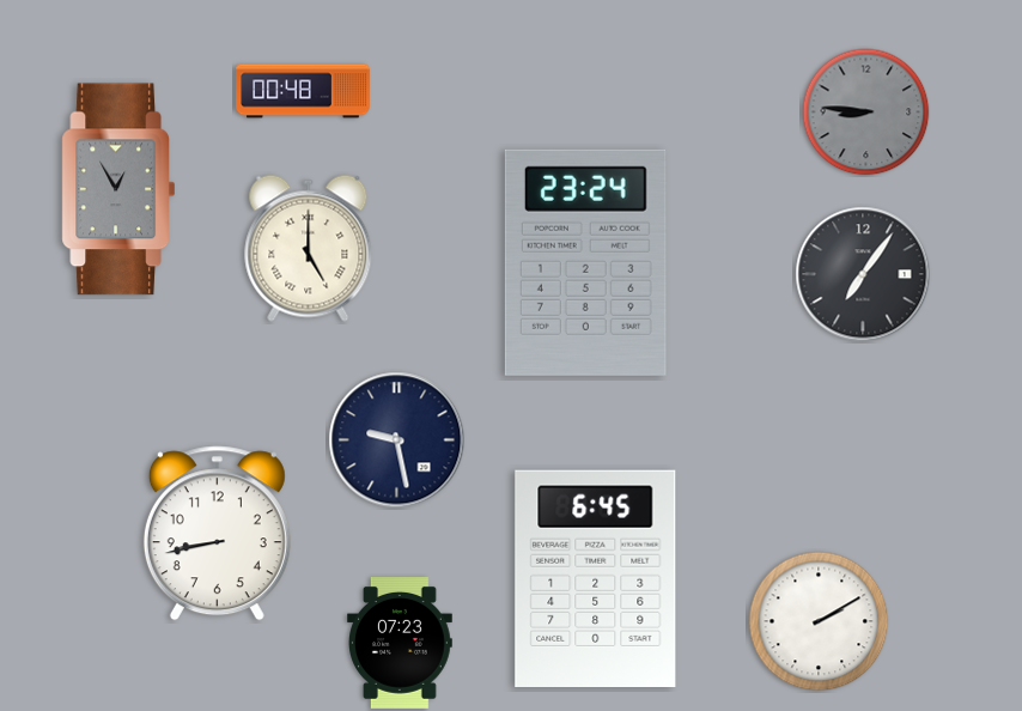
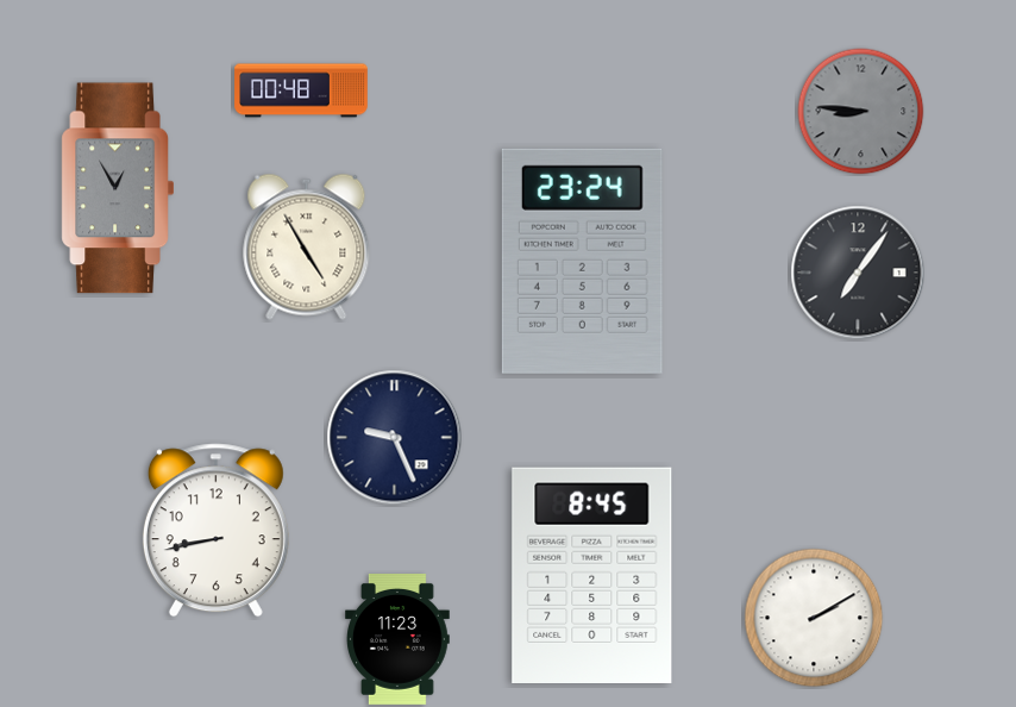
clock at (309, 248): 5:00 -> 4:55
clock at (397, 440): 9:28 -> 9:26
clock at (596, 578): 6:45 -> 8:45
clock at (401, 644): 07:23 -> 11:23
